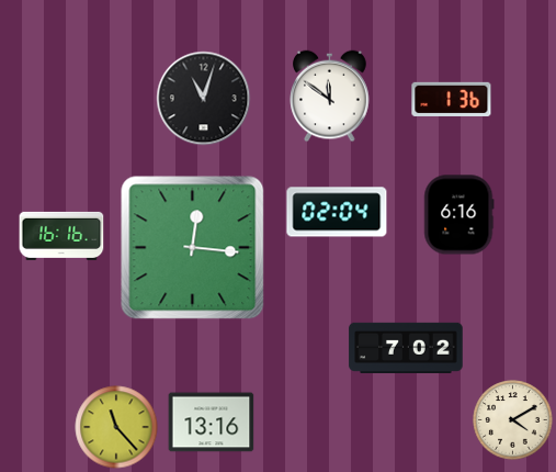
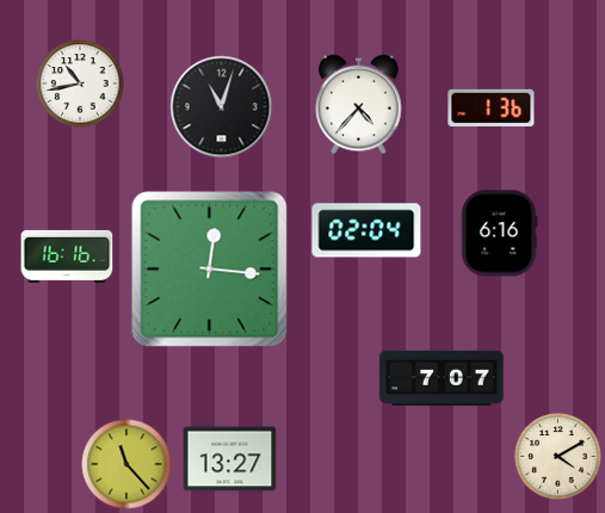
clock at (80, 84): none -> 10:43
clock at (330, 97): 11:51 -> 4:37
clock at (406, 348): 7:02 -> 7:07
clock at (212, 423): 13:16 -> 13:27
